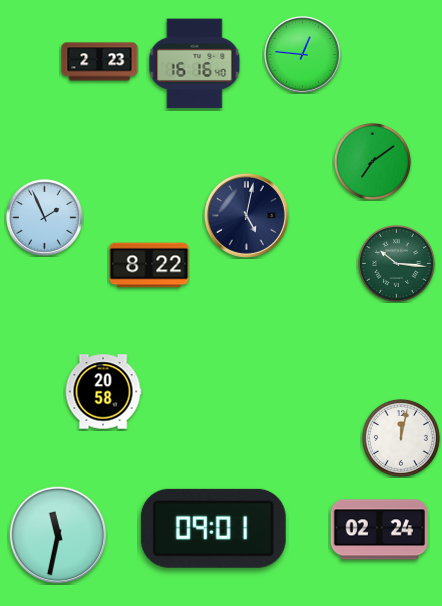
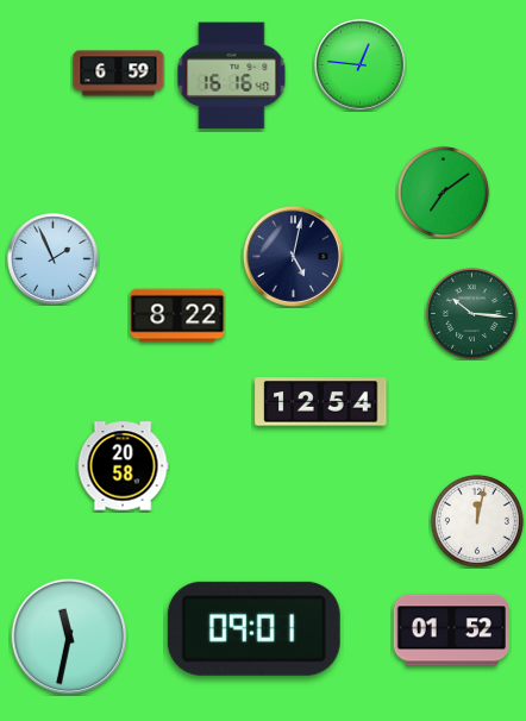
clock at (100, 62): 2:23 -> 6:59
clock at (321, 402): none -> 12:54
clock at (379, 530): 02:24 -> 01:52
